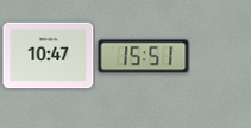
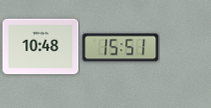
clock at (49, 56): 10:47 -> 10:48
